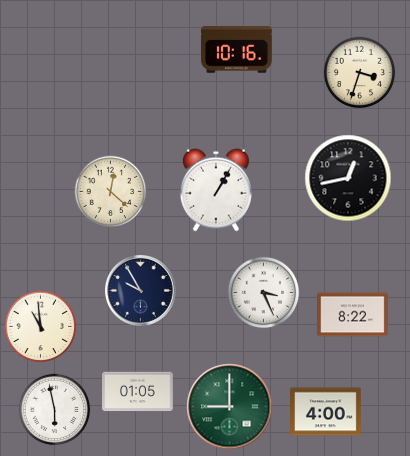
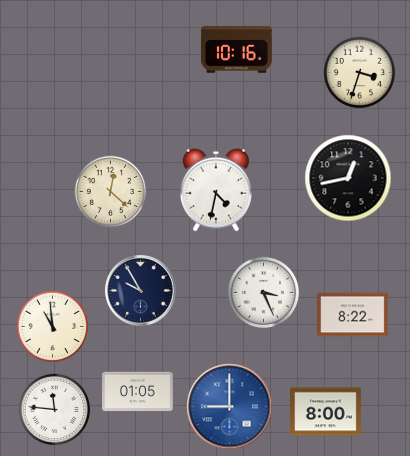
clock at (216, 190): 1:05 -> 4:32
clock at (41, 327) position: (41, 327) -> (53, 327)
clock at (230, 407) dial: green -> blue
clock at (55, 410): 5:58 -> 11:46
clock at (326, 412): 4:00 -> 8:00
